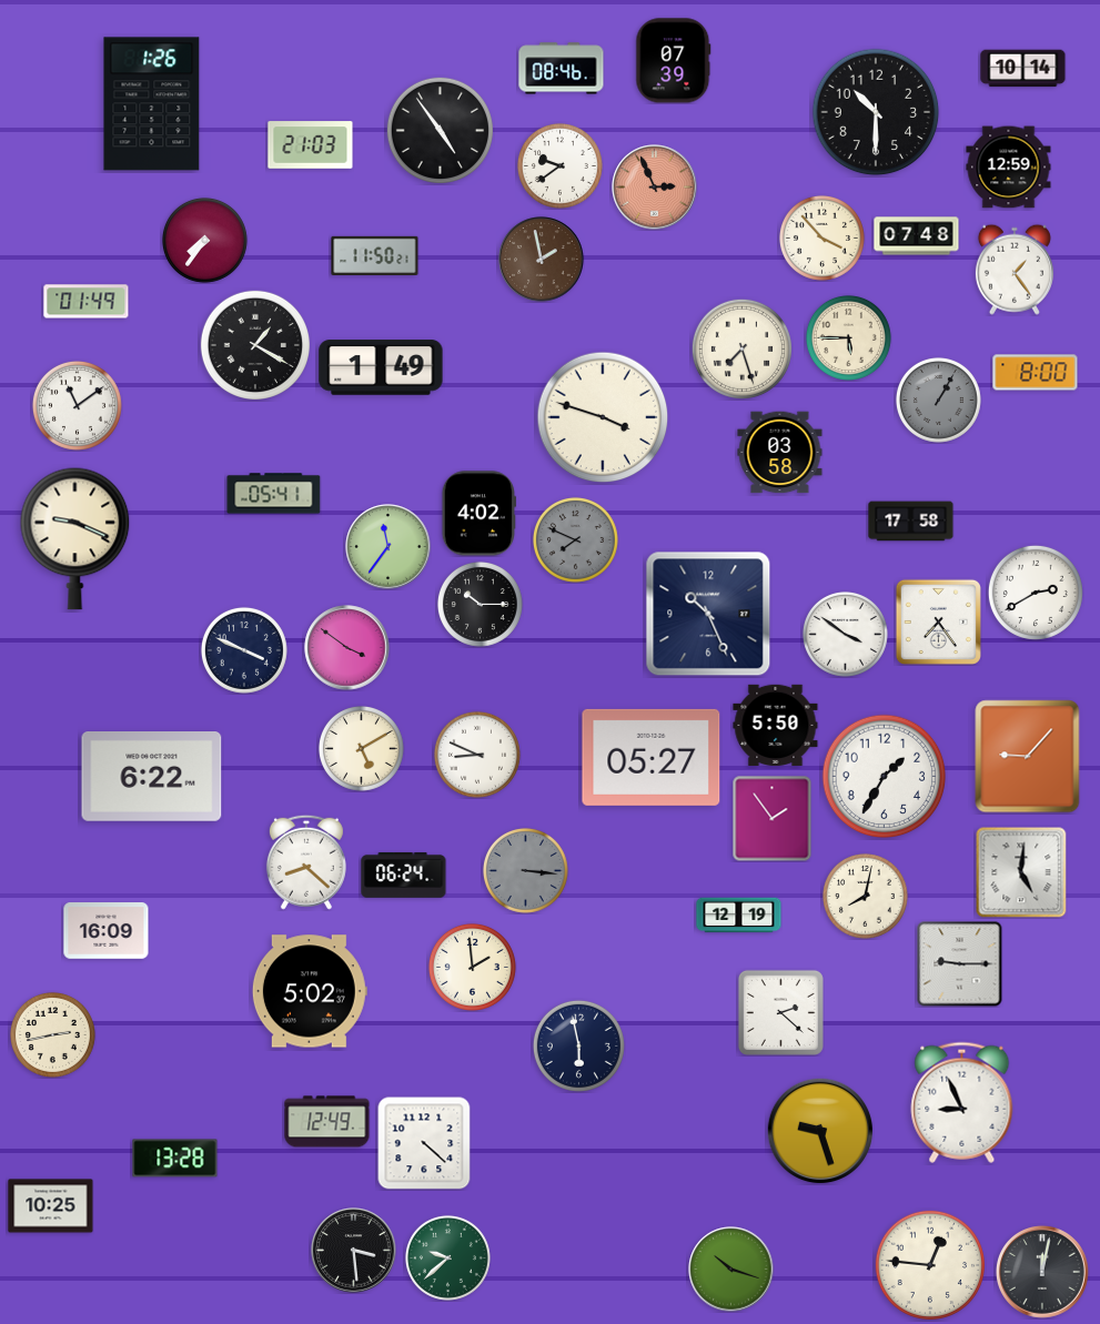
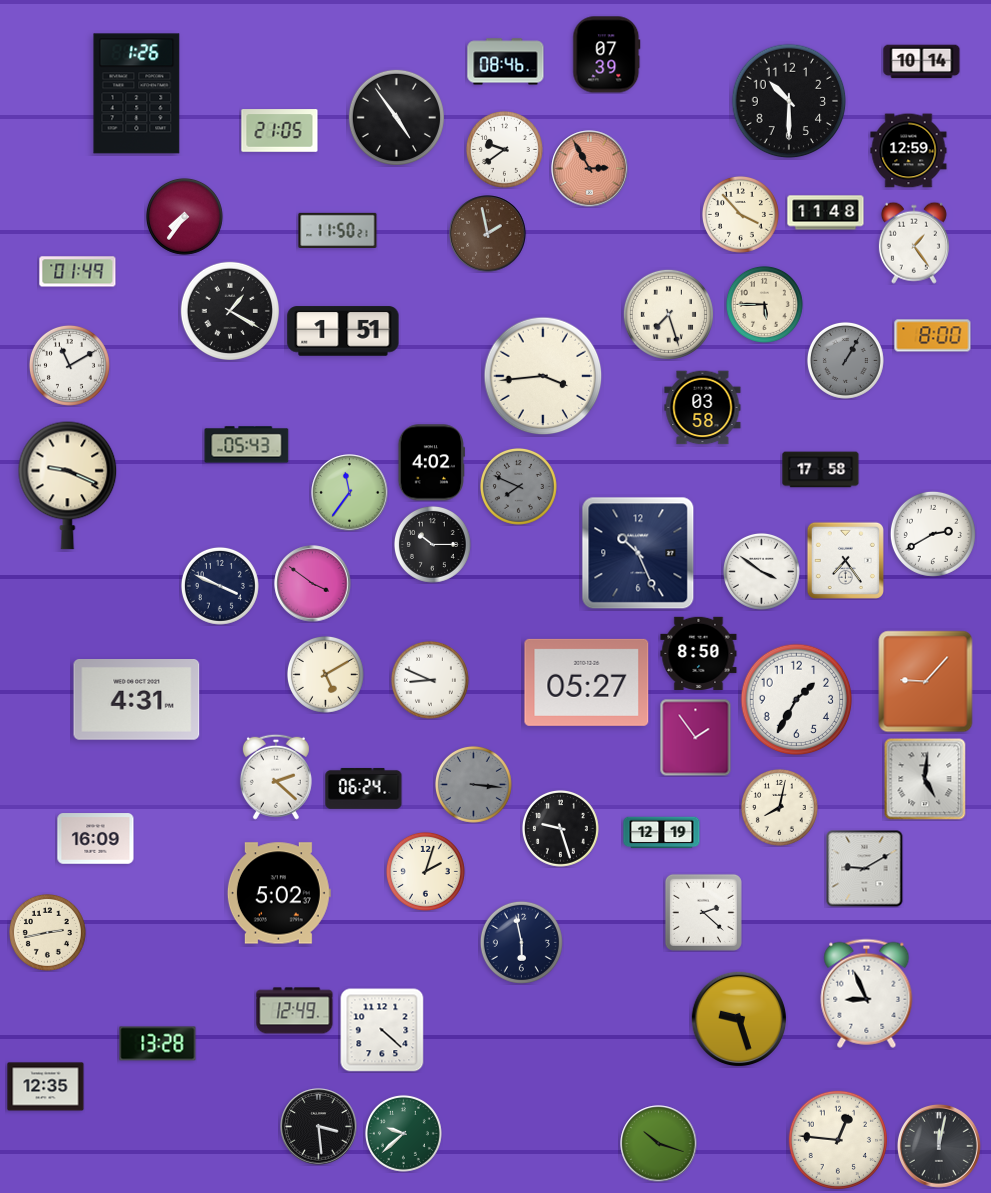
clock at (311, 145): 21:03 -> 21:05
clock at (655, 188): 2:56 -> 2:55
clock at (917, 236): 07:48 -> 11:48
clock at (381, 367): 1:49 -> 1:51
clock at (77, 405): 11:09 -> 11:10
clock at (603, 417): 3:48 -> 3:44
clock at (274, 494): 05:41 -> 05:43
clock at (776, 725): 5:50 -> 8:50
clock at (152, 777): 6:22 -> 4:31
clock at (306, 862): 8:22 -> 2:22
clock at (1021, 872) position: (1021, 872) -> (925, 779)
clock at (739, 916) position: (739, 916) -> (662, 833)
clock at (560, 828): none -> 9:27
clock at (960, 964): 9:15 -> 9:10
clock at (472, 967): 1:59 -> 2:03
clock at (51, 1206): 10:25 -> 12:35
